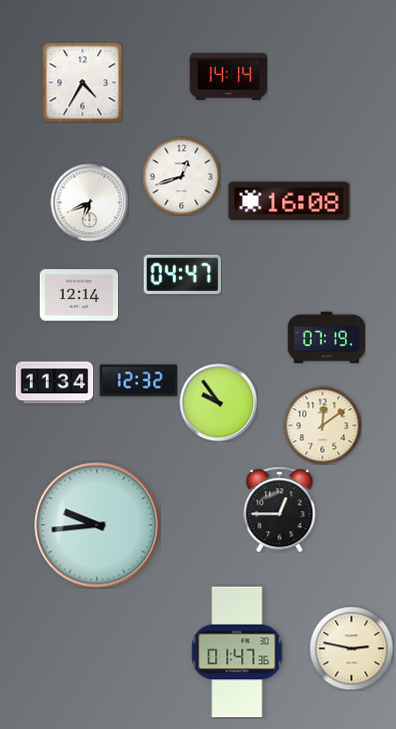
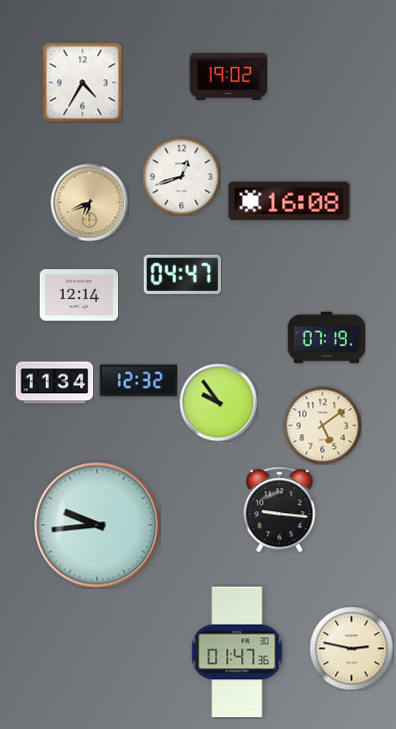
clock at (228, 76): 14:14 -> 19:02
clock at (89, 202) dial: white -> champagne
clock at (322, 425): 12:09 -> 5:09
clock at (280, 509): 12:45 -> 9:16
